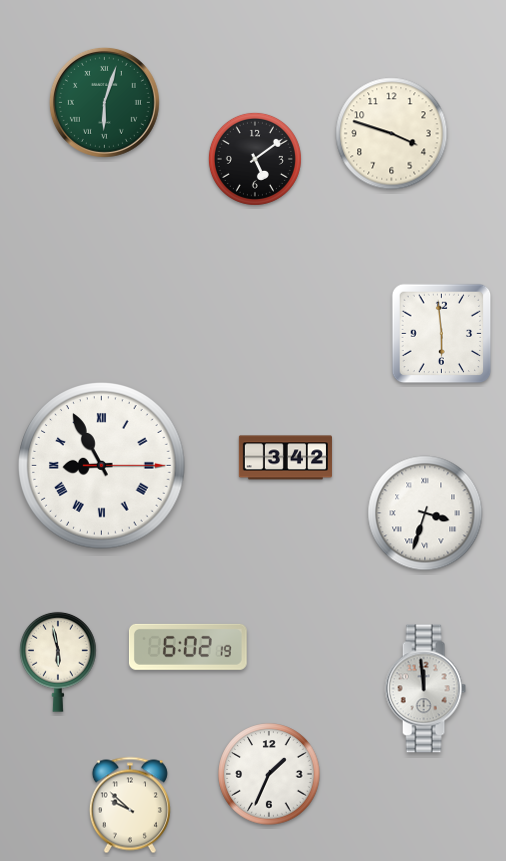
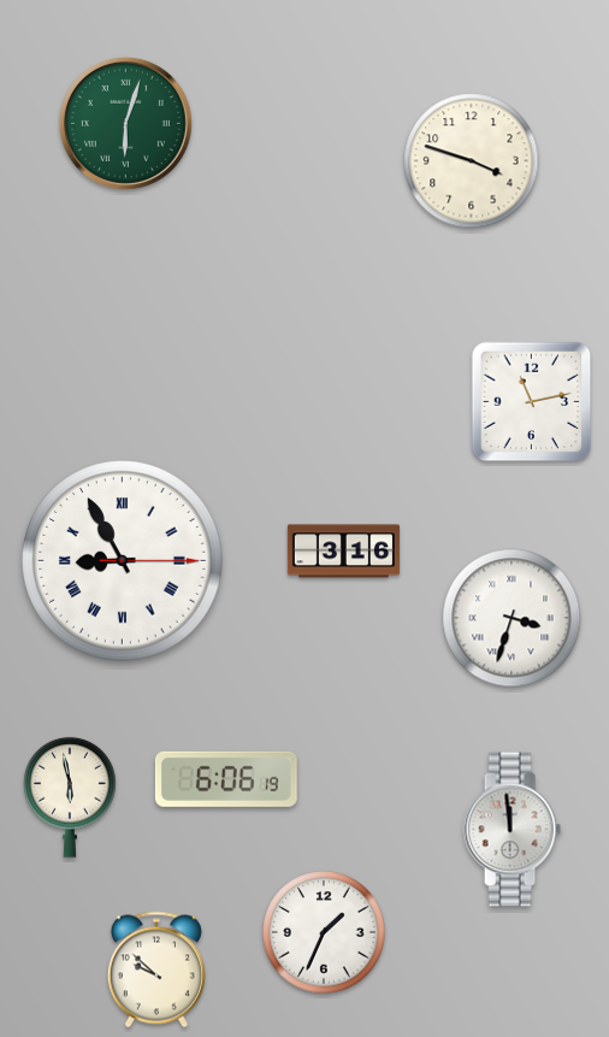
clock at (255, 159): 5:09 -> none
clock at (442, 334): 5:59 -> 11:13
clock at (285, 458): 3:42 -> 3:16
clock at (188, 647): 6:02 -> 6:06
